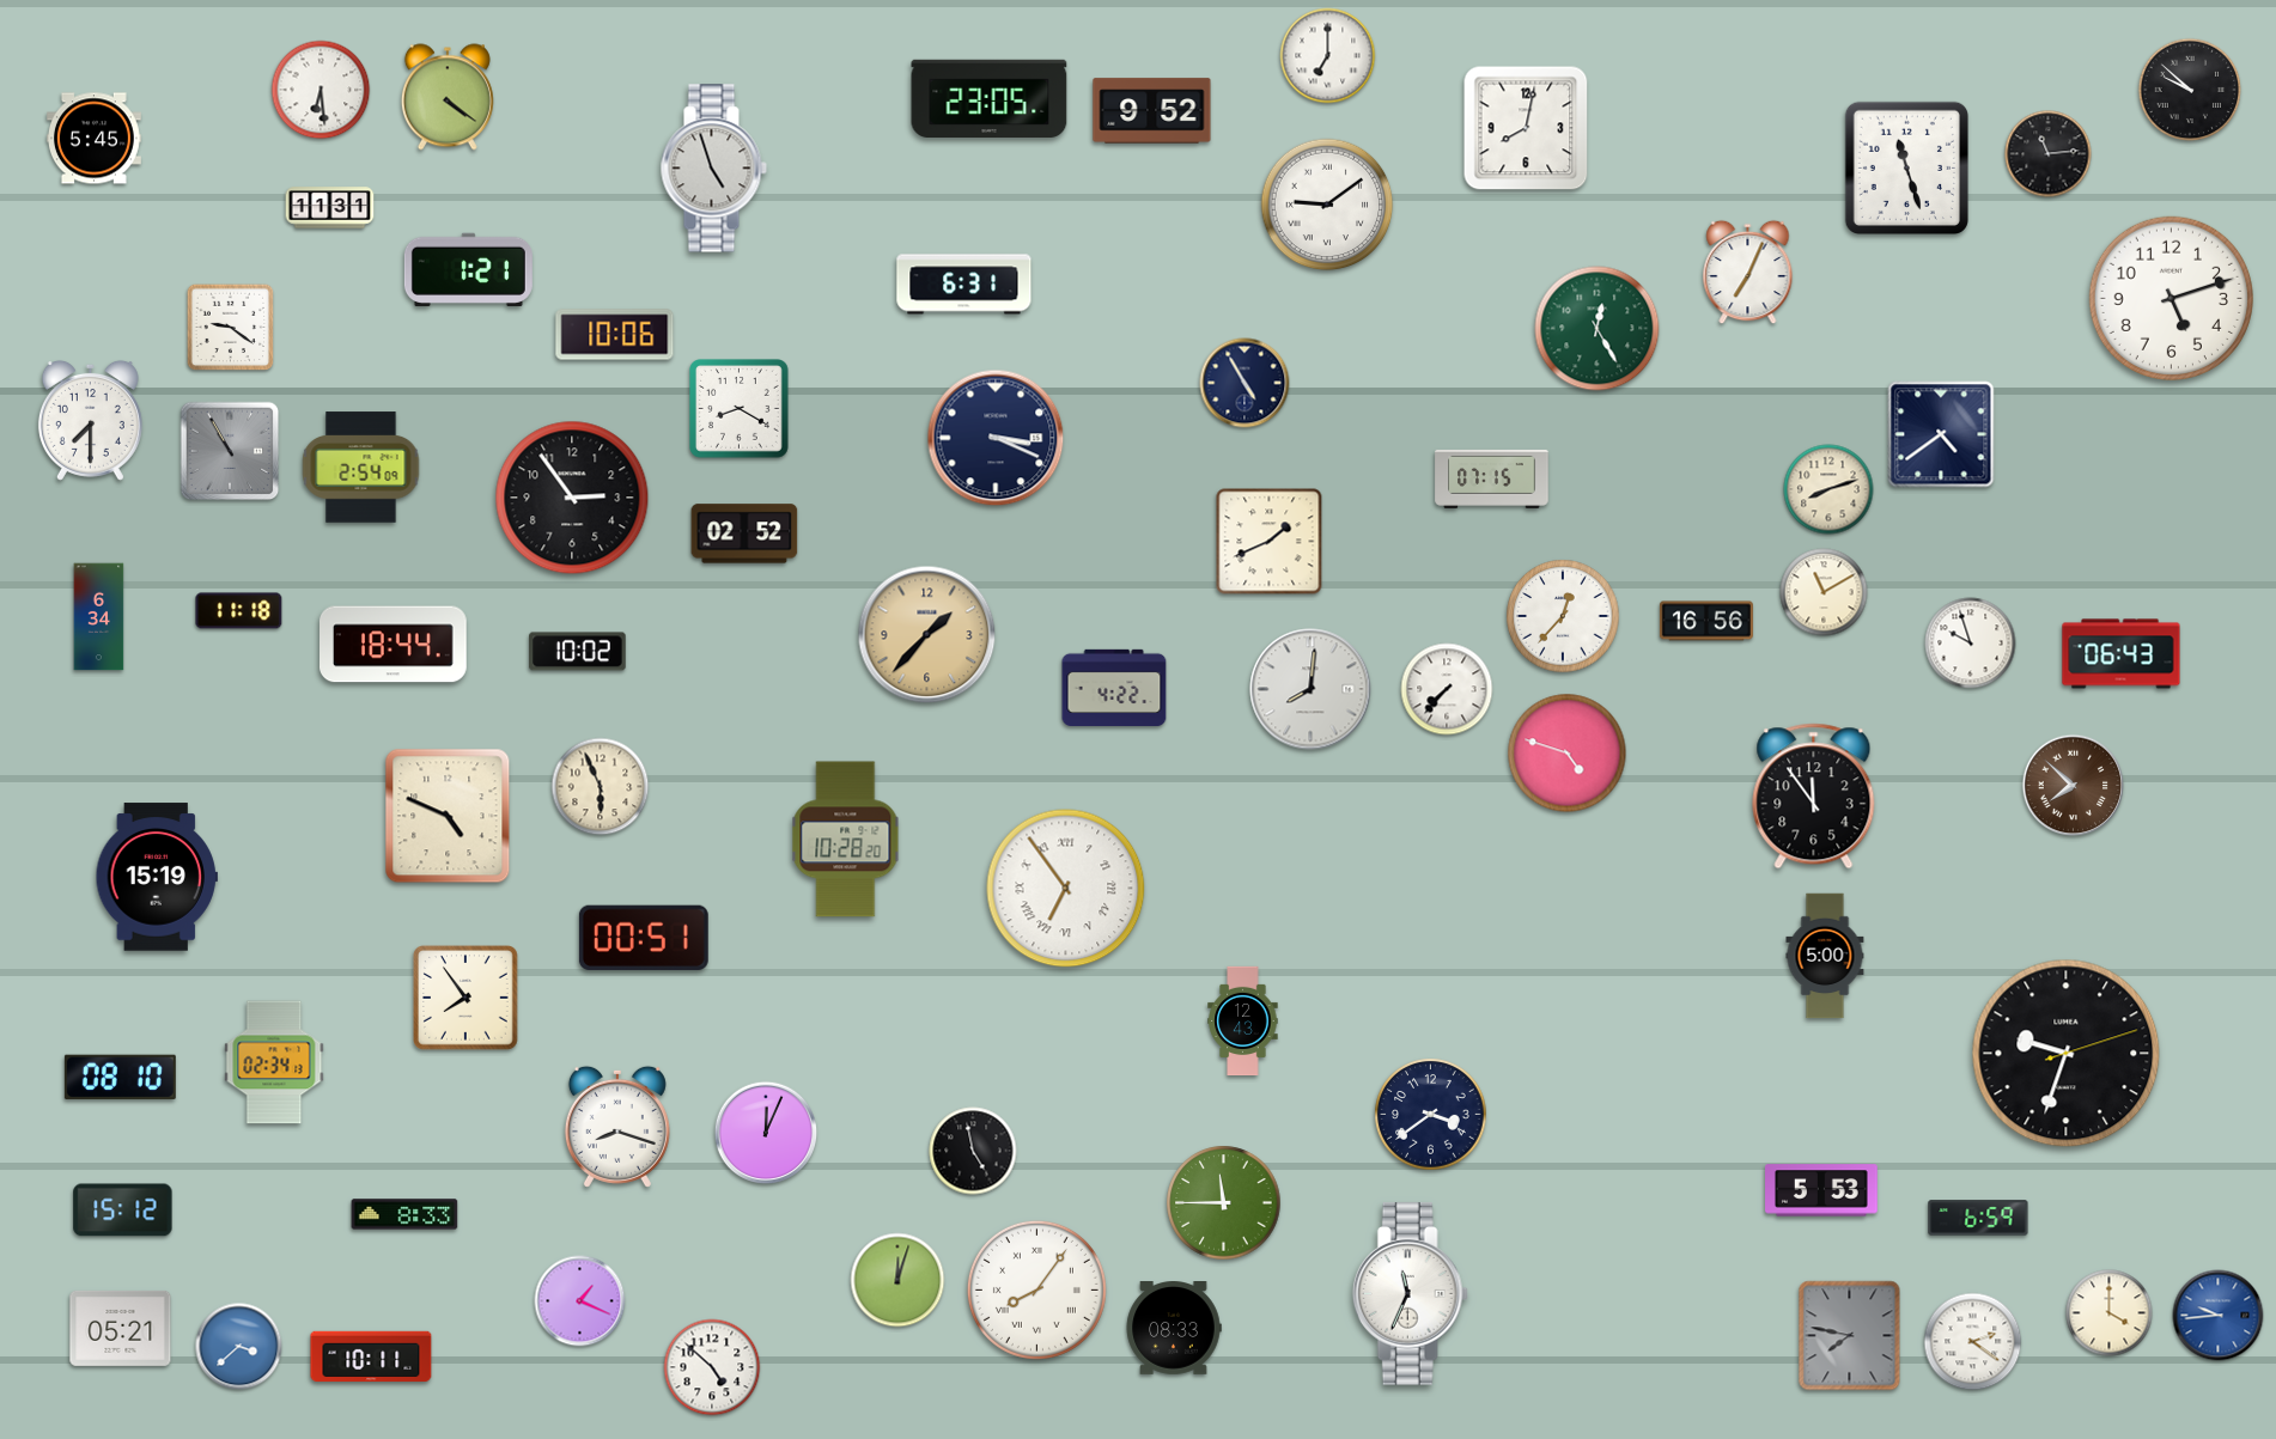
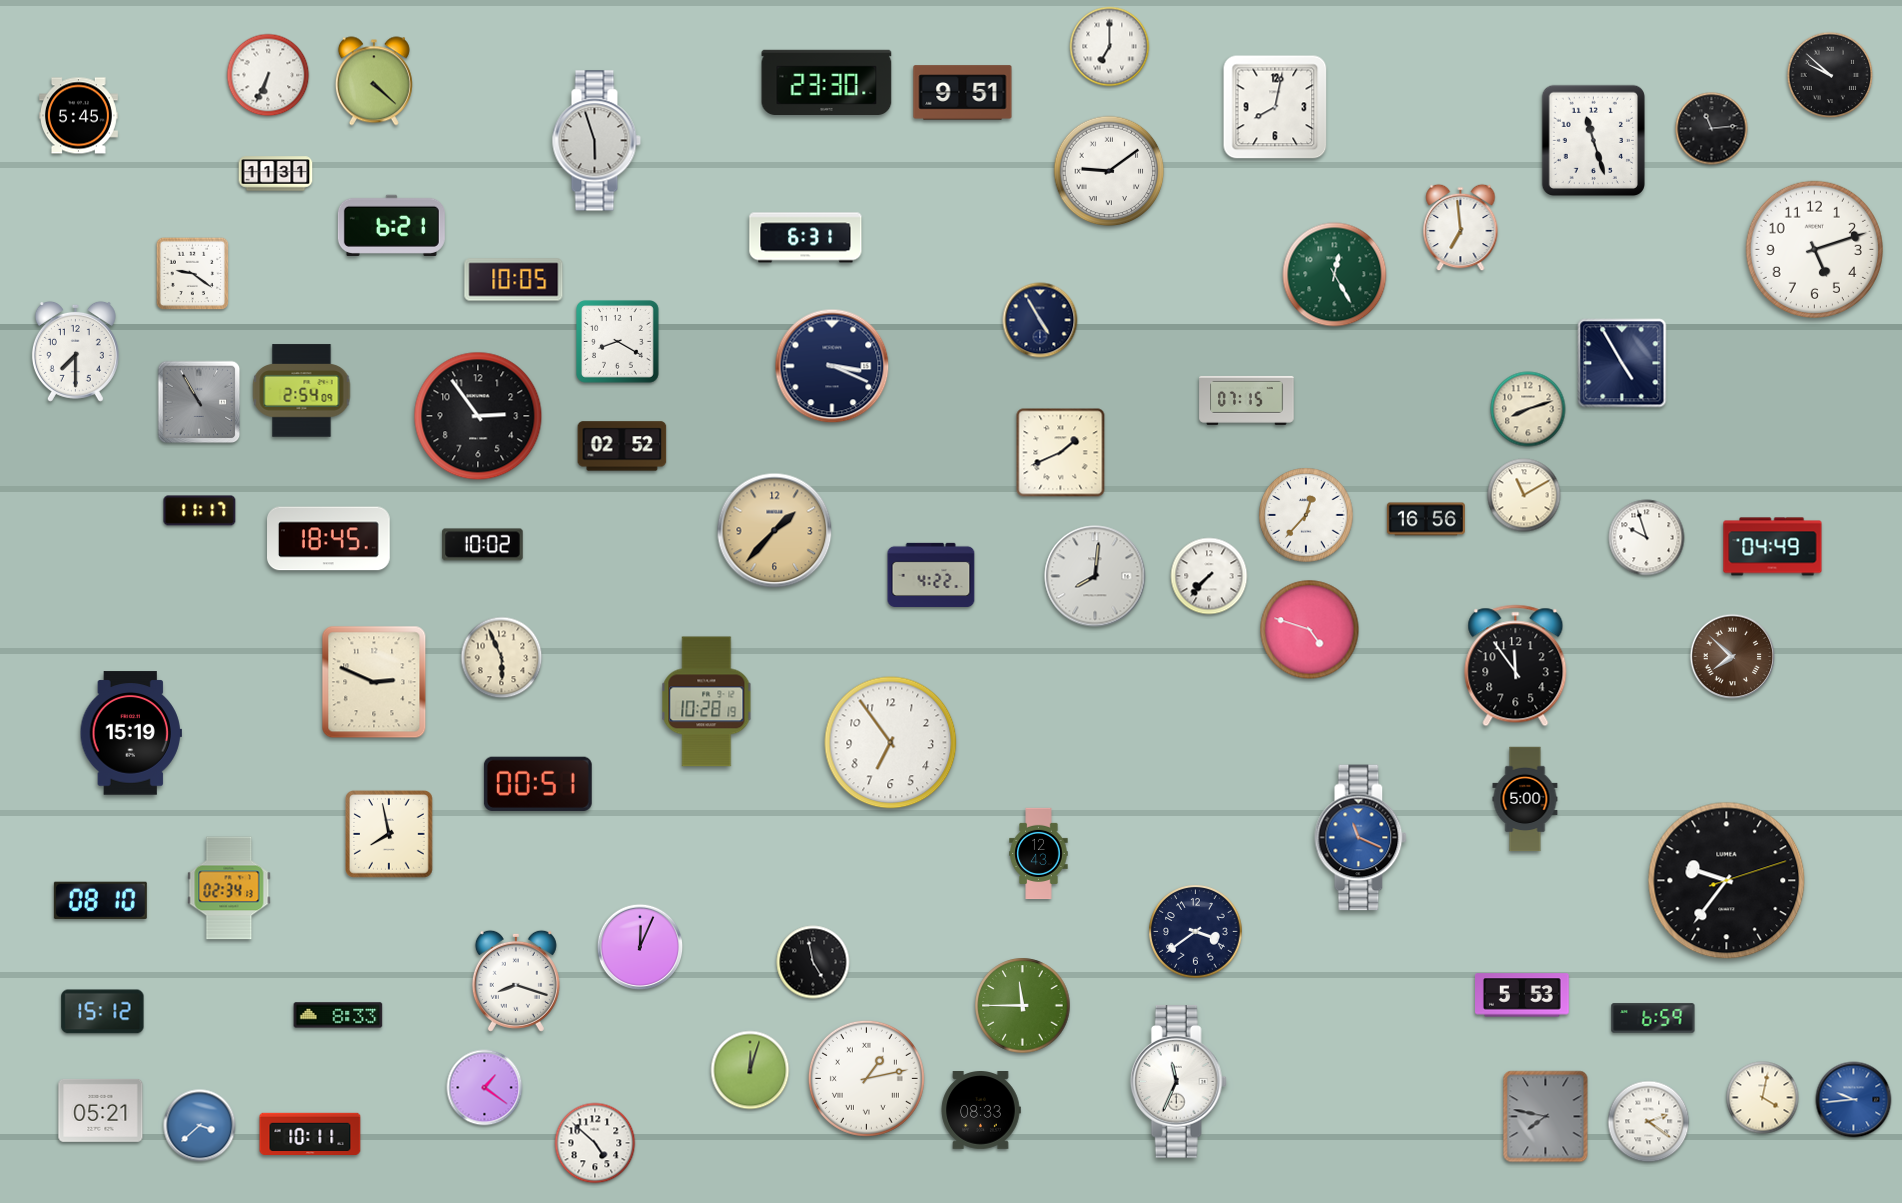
clock at (321, 90): 6:29 -> 6:34
clock at (448, 97): 4:21 -> 4:22
clock at (990, 98): 23:05 -> 23:30
clock at (1152, 111): 9:52 -> 9:51
clock at (713, 169): 4:57 -> 5:57
clock at (468, 269): 1:21 -> 6:21
clock at (1748, 273): 7:04 -> 6:59
clock at (615, 335): 10:06 -> 10:05
clock at (1941, 434): 4:39 -> 4:55
clock at (230, 451) position: (230, 451) -> (199, 402)
clock at (239, 611): 11:18 -> 11:17
clock at (99, 617): 6:34 -> none
clock at (394, 645): 18:44 -> 18:45
clock at (2122, 654): 06:43 -> 04:49
clock at (448, 816): 4:49 -> 2:49
clock at (846, 840): 10:28:20 -> 10:28:19
clock at (1066, 889) numerals: Roman -> Arabic
clock at (467, 999): 7:54 -> 7:58
clock at (1361, 838): none -> 11:19
clock at (2067, 1054): 9:33 -> 9:36
clock at (617, 1127) position: (617, 1127) -> (516, 981)
clock at (1036, 1289): 8:06 -> 1:13
clock at (580, 1301): 1:19 -> 1:21
clock at (2110, 1313): 4:00 -> 4:02
